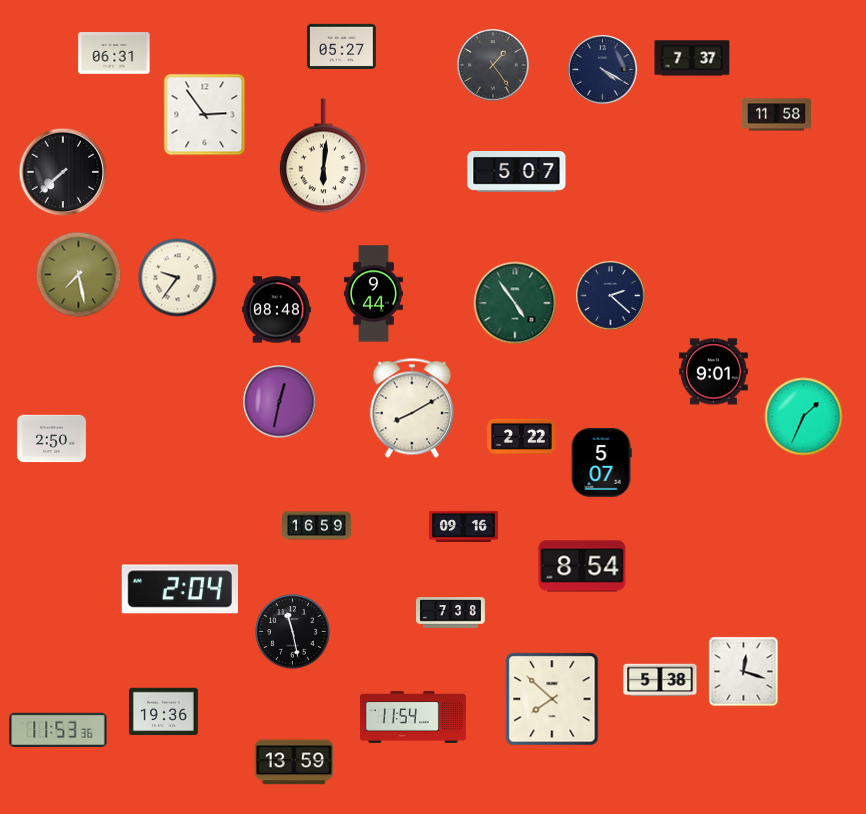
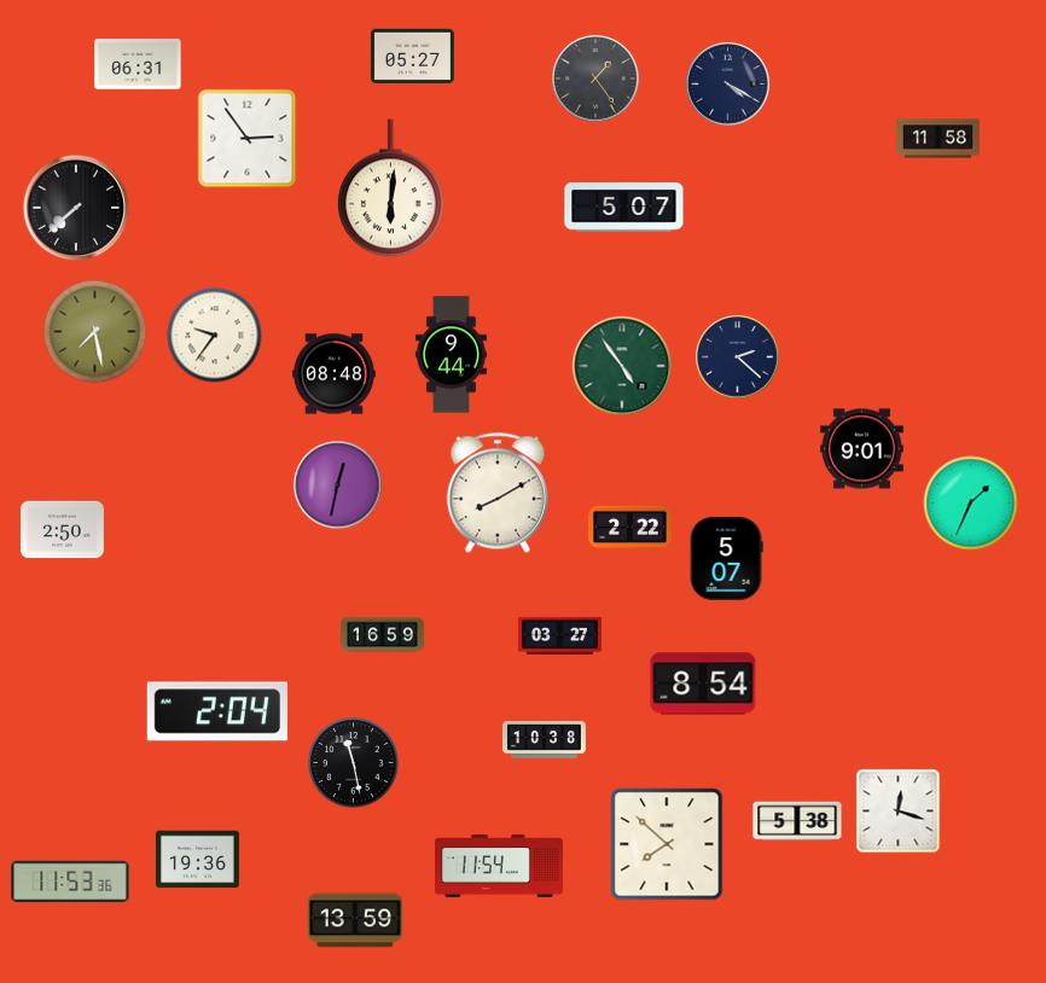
clock at (692, 58): 7:37 -> none
clock at (464, 527): 09:16 -> 03:27
clock at (451, 613): 7:38 -> 10:38
